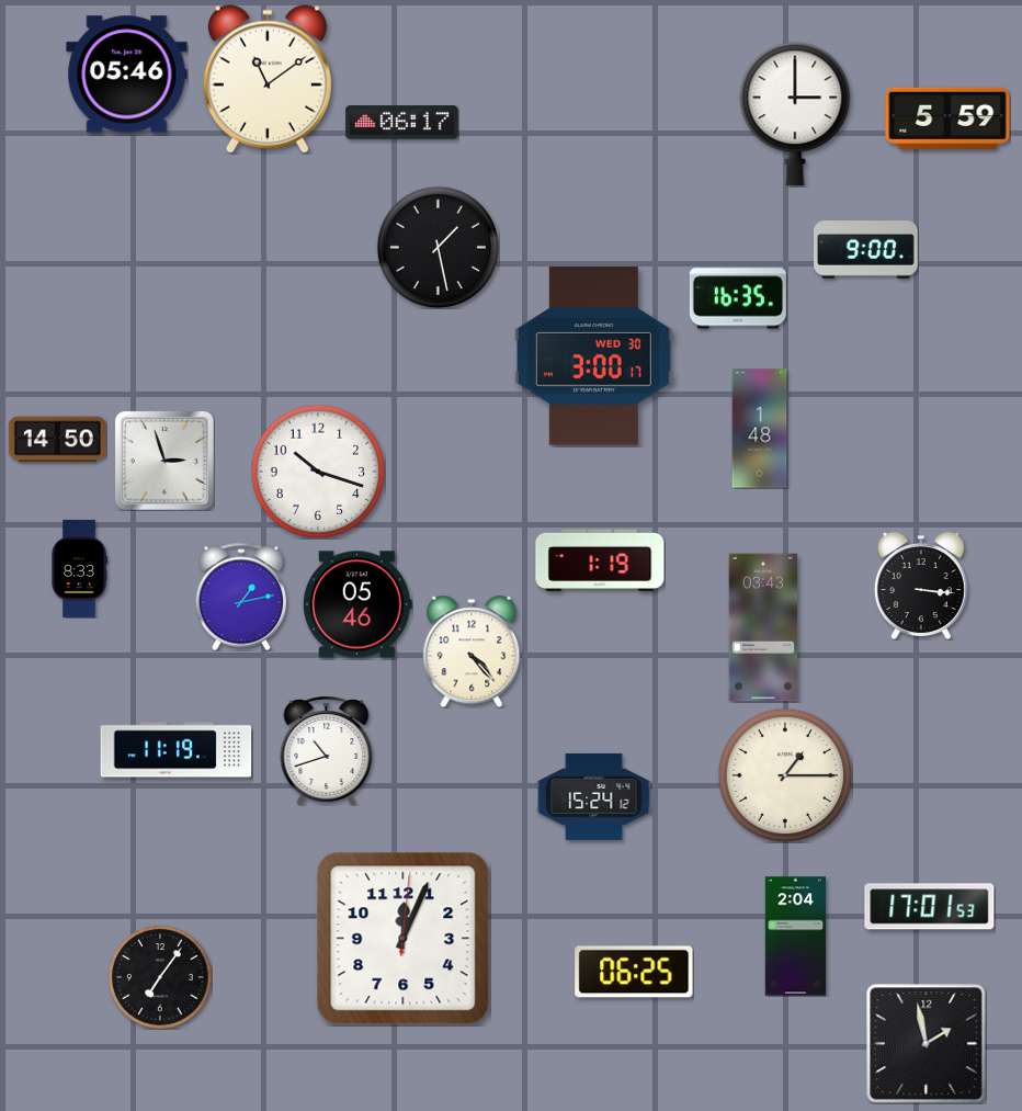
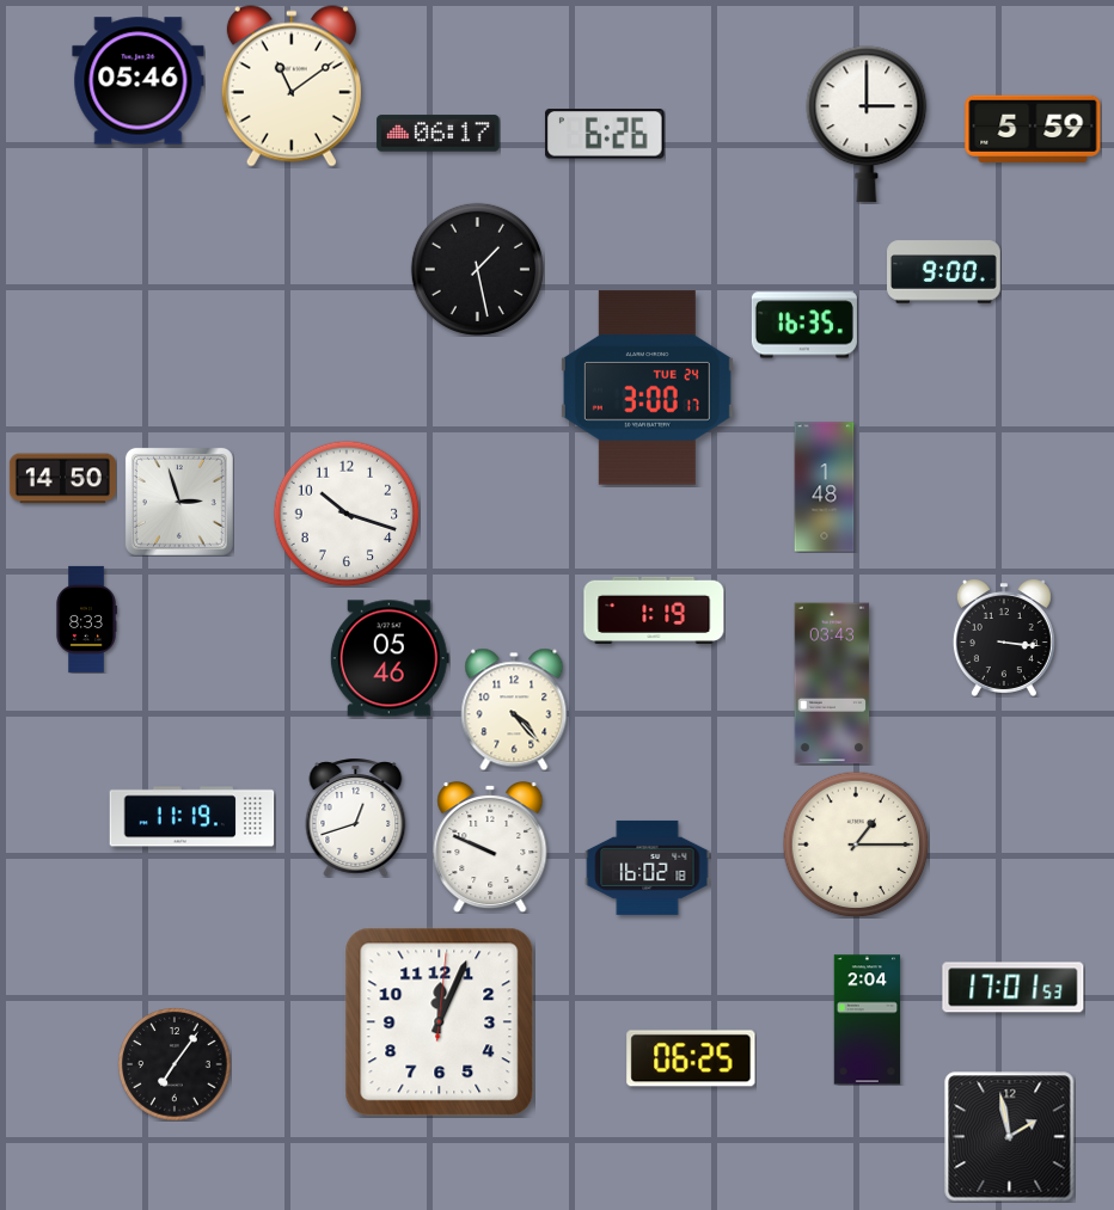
clock at (606, 134): none -> 6:26
clock at (593, 356) date: WED 30 -> TUE 24
clock at (760, 429) position: (760, 429) -> (825, 487)
clock at (241, 597): 1:13 -> none
clock at (327, 750): 10:42 -> 12:42
clock at (490, 847): none -> 9:49
clock at (594, 796): 15:24 -> 16:02
